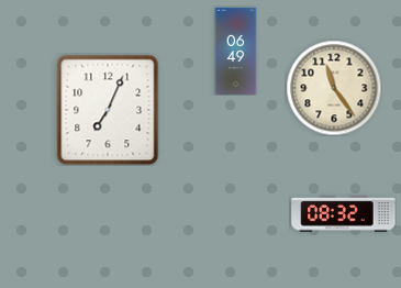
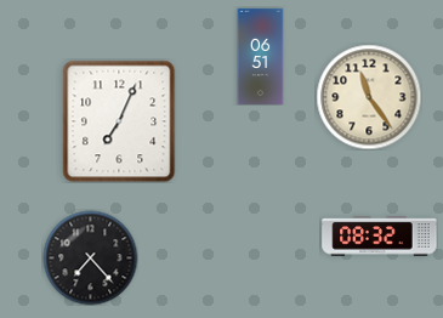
clock at (236, 51): 06:49 -> 06:51
clock at (90, 257): none -> 7:23
